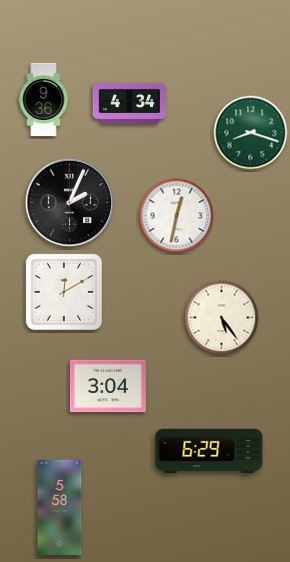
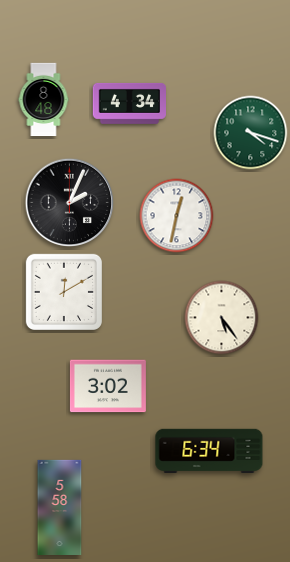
clock at (44, 100): 9:36 -> 8:48
clock at (251, 133): 8:18 -> 4:18
clock at (108, 386): 3:04 -> 3:02
clock at (209, 450): 6:29 -> 6:34
